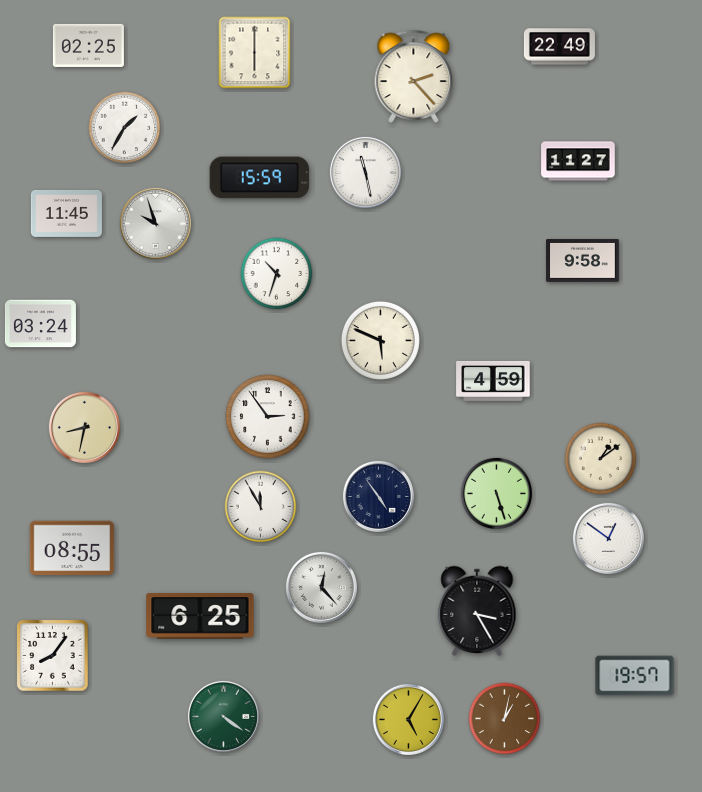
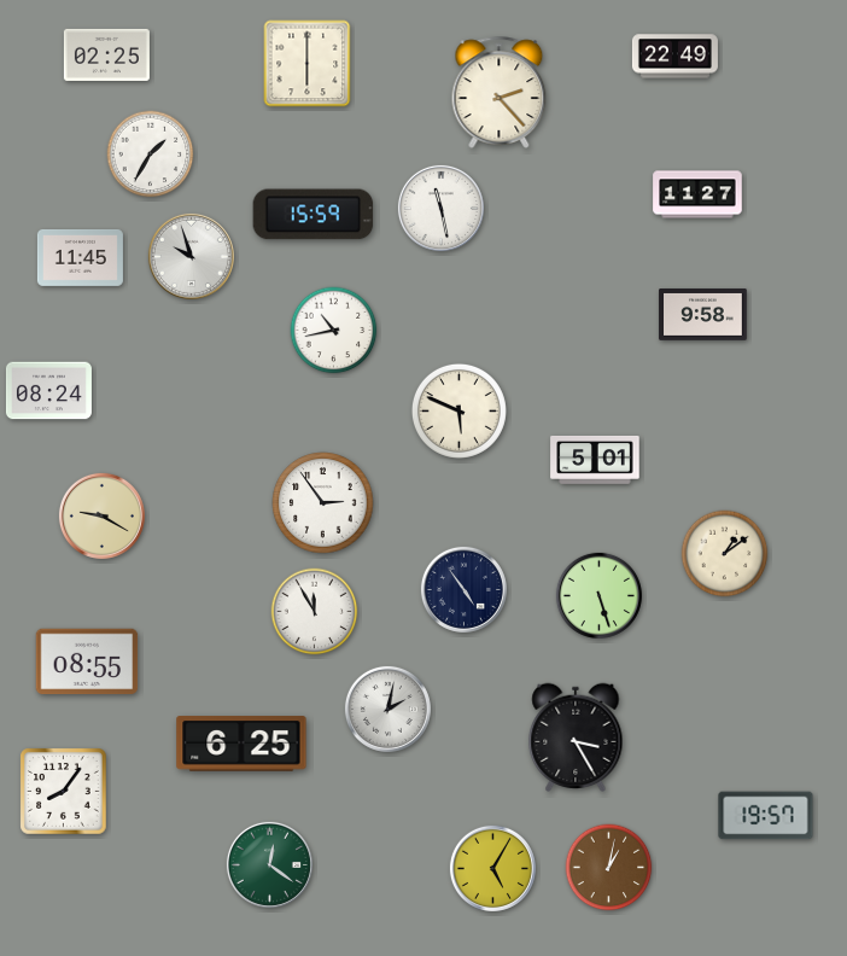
clock at (155, 223) position: (155, 223) -> (191, 256)
clock at (277, 274): 10:33 -> 10:43
clock at (40, 324): 03:24 -> 08:24
clock at (493, 381): 4:59 -> 5:01
clock at (84, 427): 8:32 -> 9:20
clock at (378, 496) position: (378, 496) -> (463, 589)
clock at (608, 538): 12:51 -> none
clock at (321, 587): 12:23 -> 2:02
clock at (223, 716): 4:21 -> 12:21
